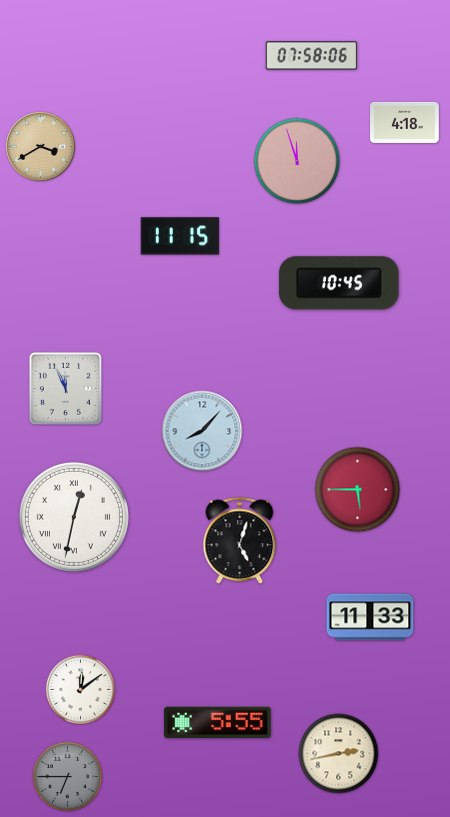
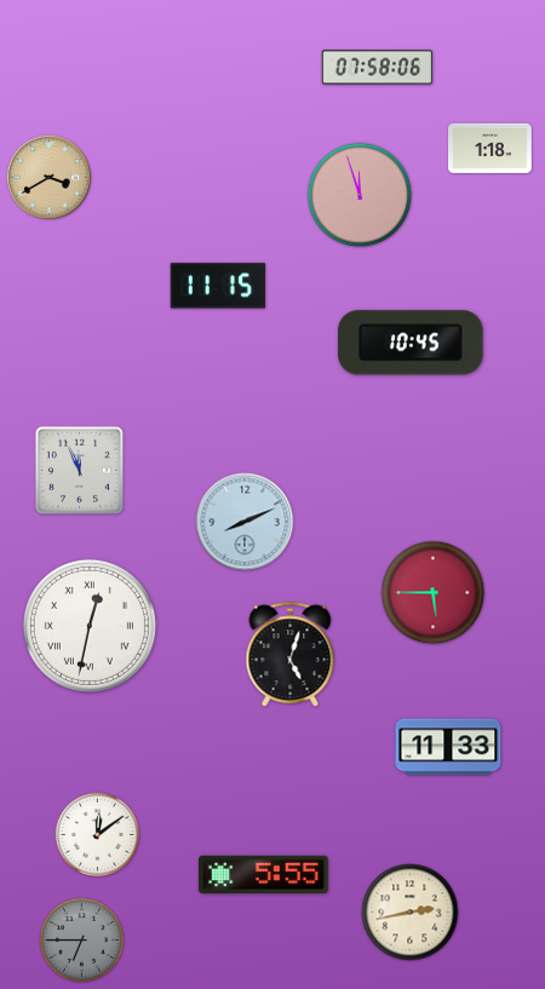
clock at (405, 122): 4:18 -> 1:18
clock at (202, 431): 8:07 -> 8:11
